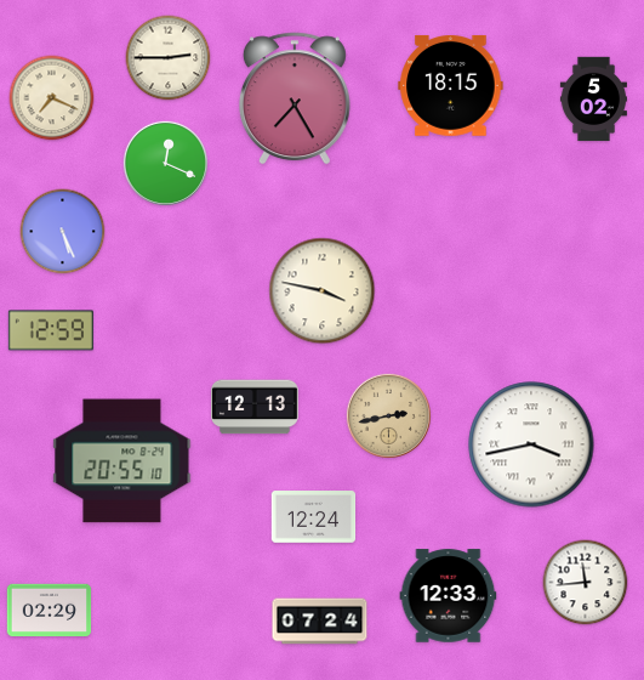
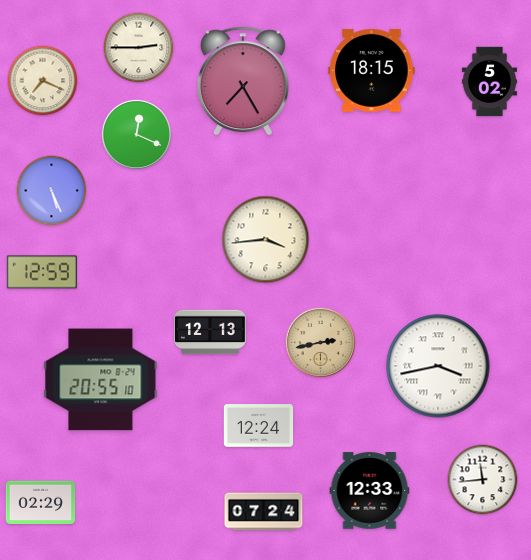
clock at (323, 291): 3:47 -> 3:44
clock at (255, 407) position: (255, 407) -> (210, 332)
